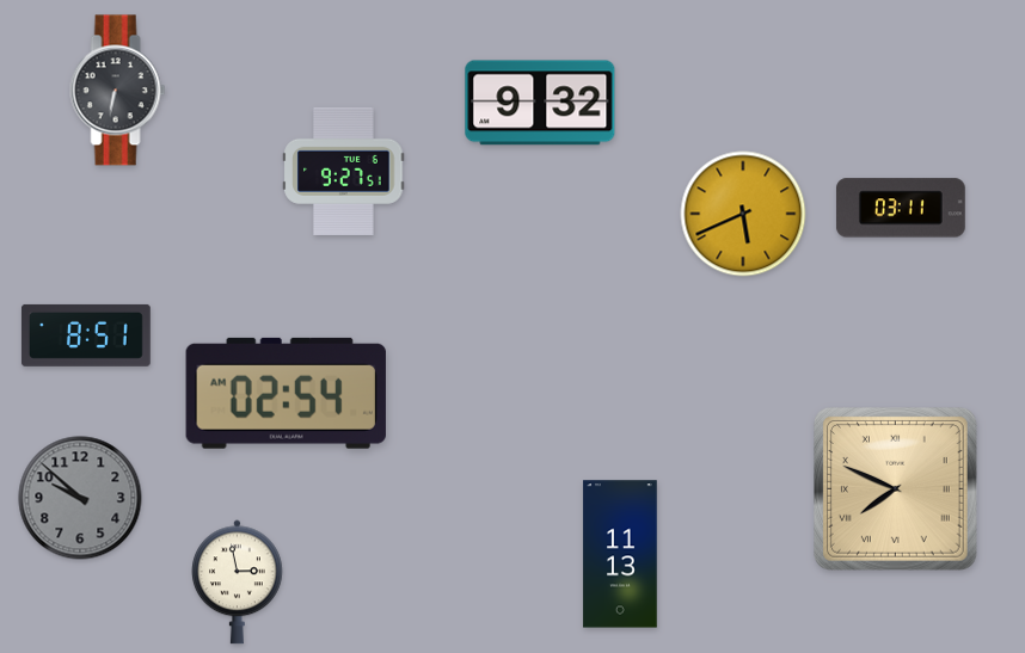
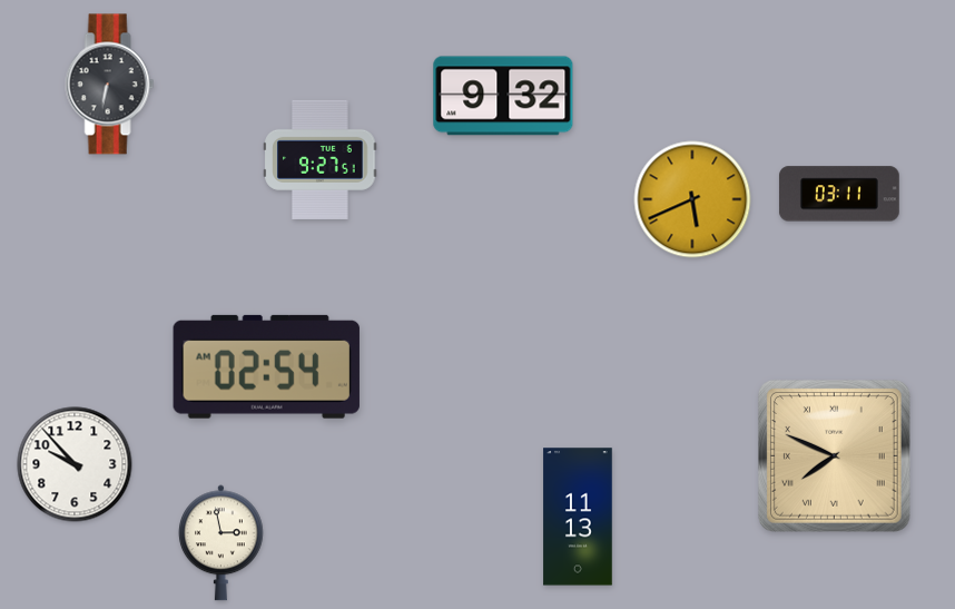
clock at (86, 335): 8:51 -> none
clock at (80, 498): 9:52 -> 9:53
clock at (80, 498) dial: grey -> white
